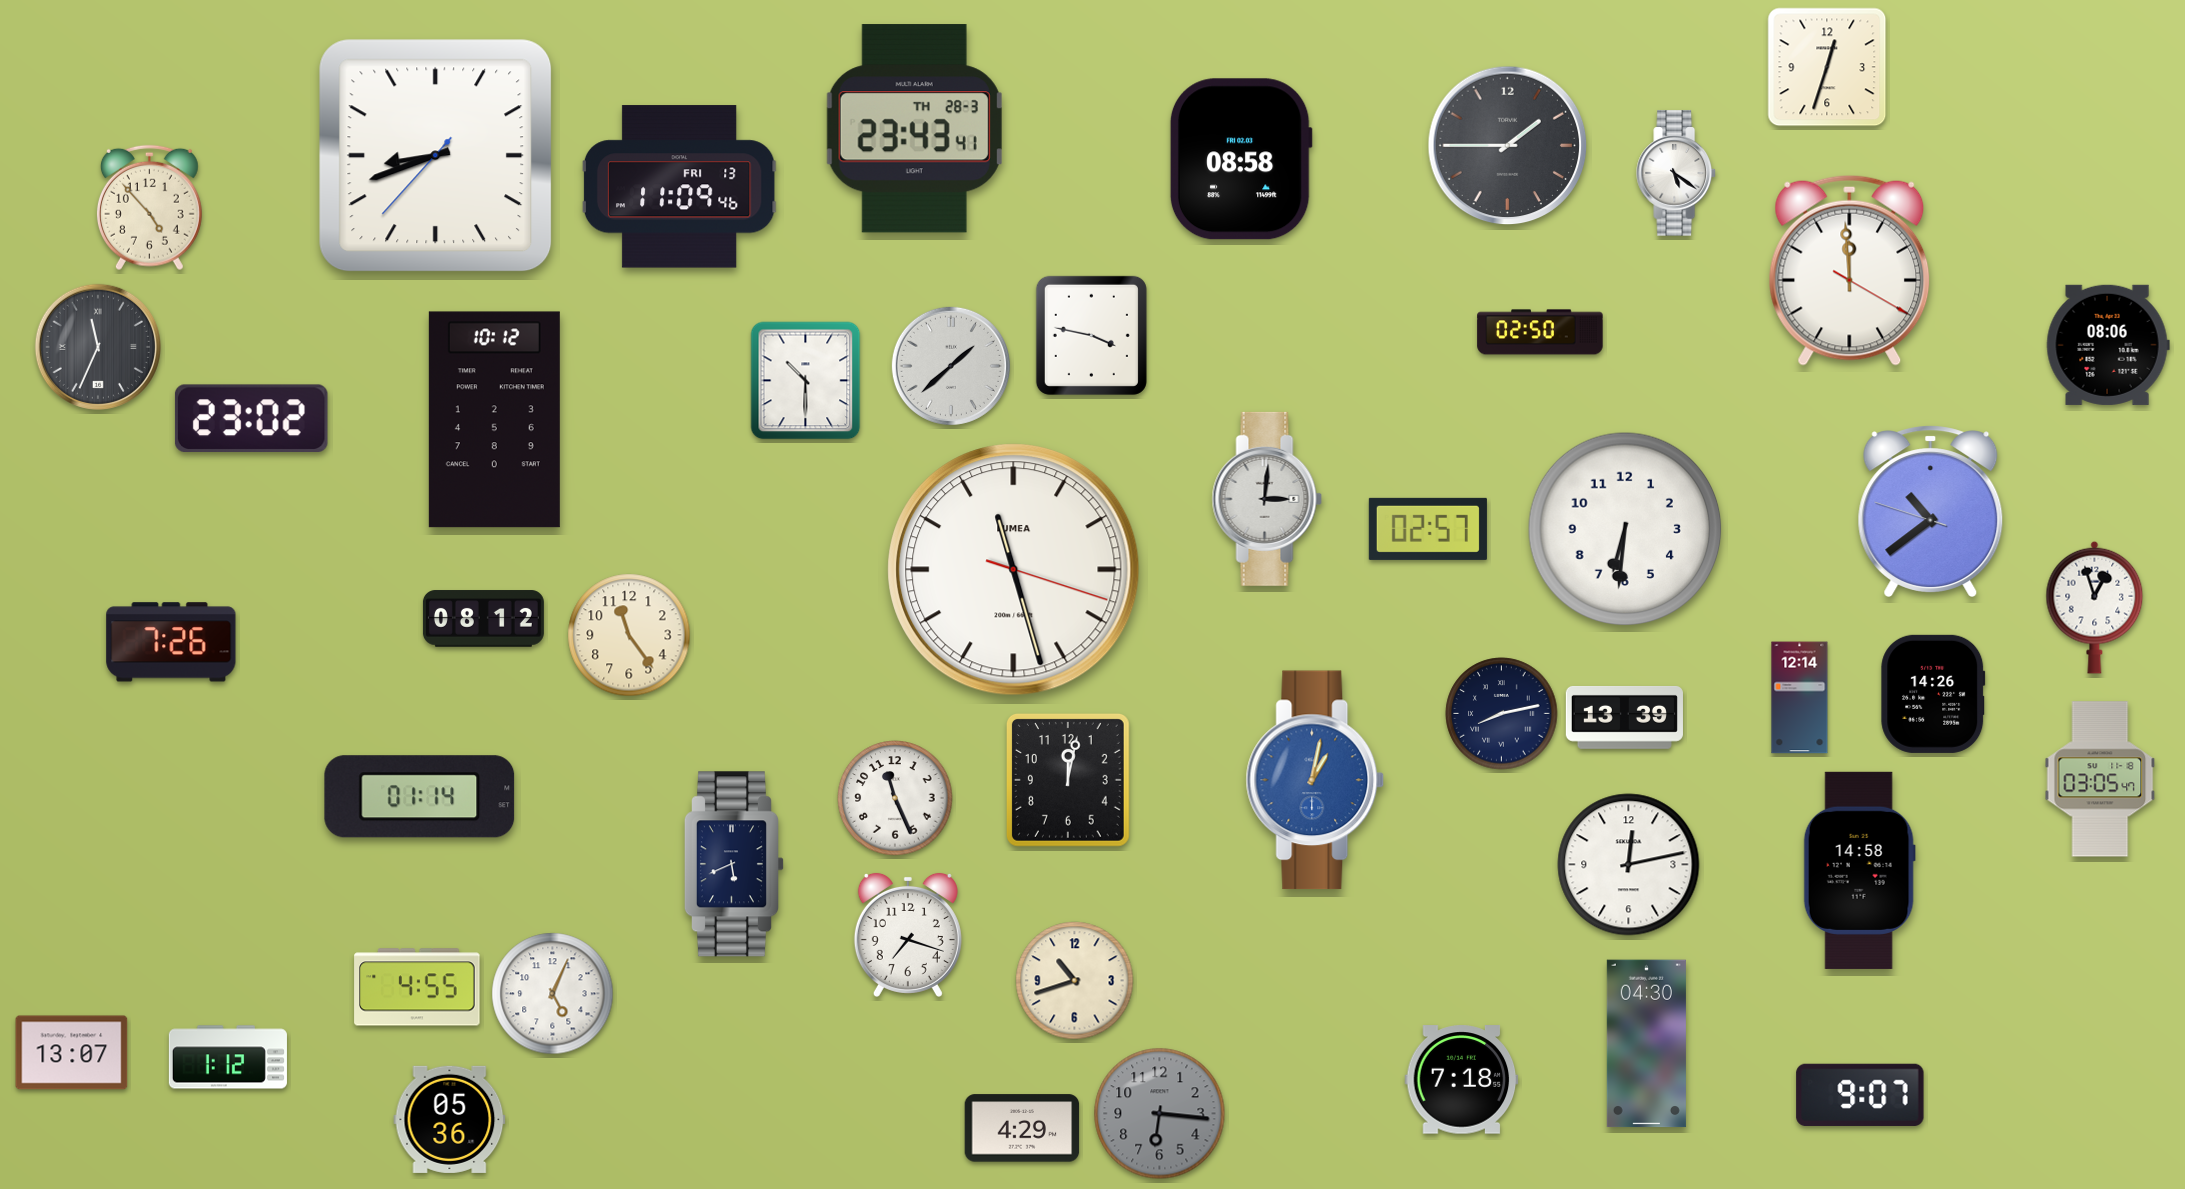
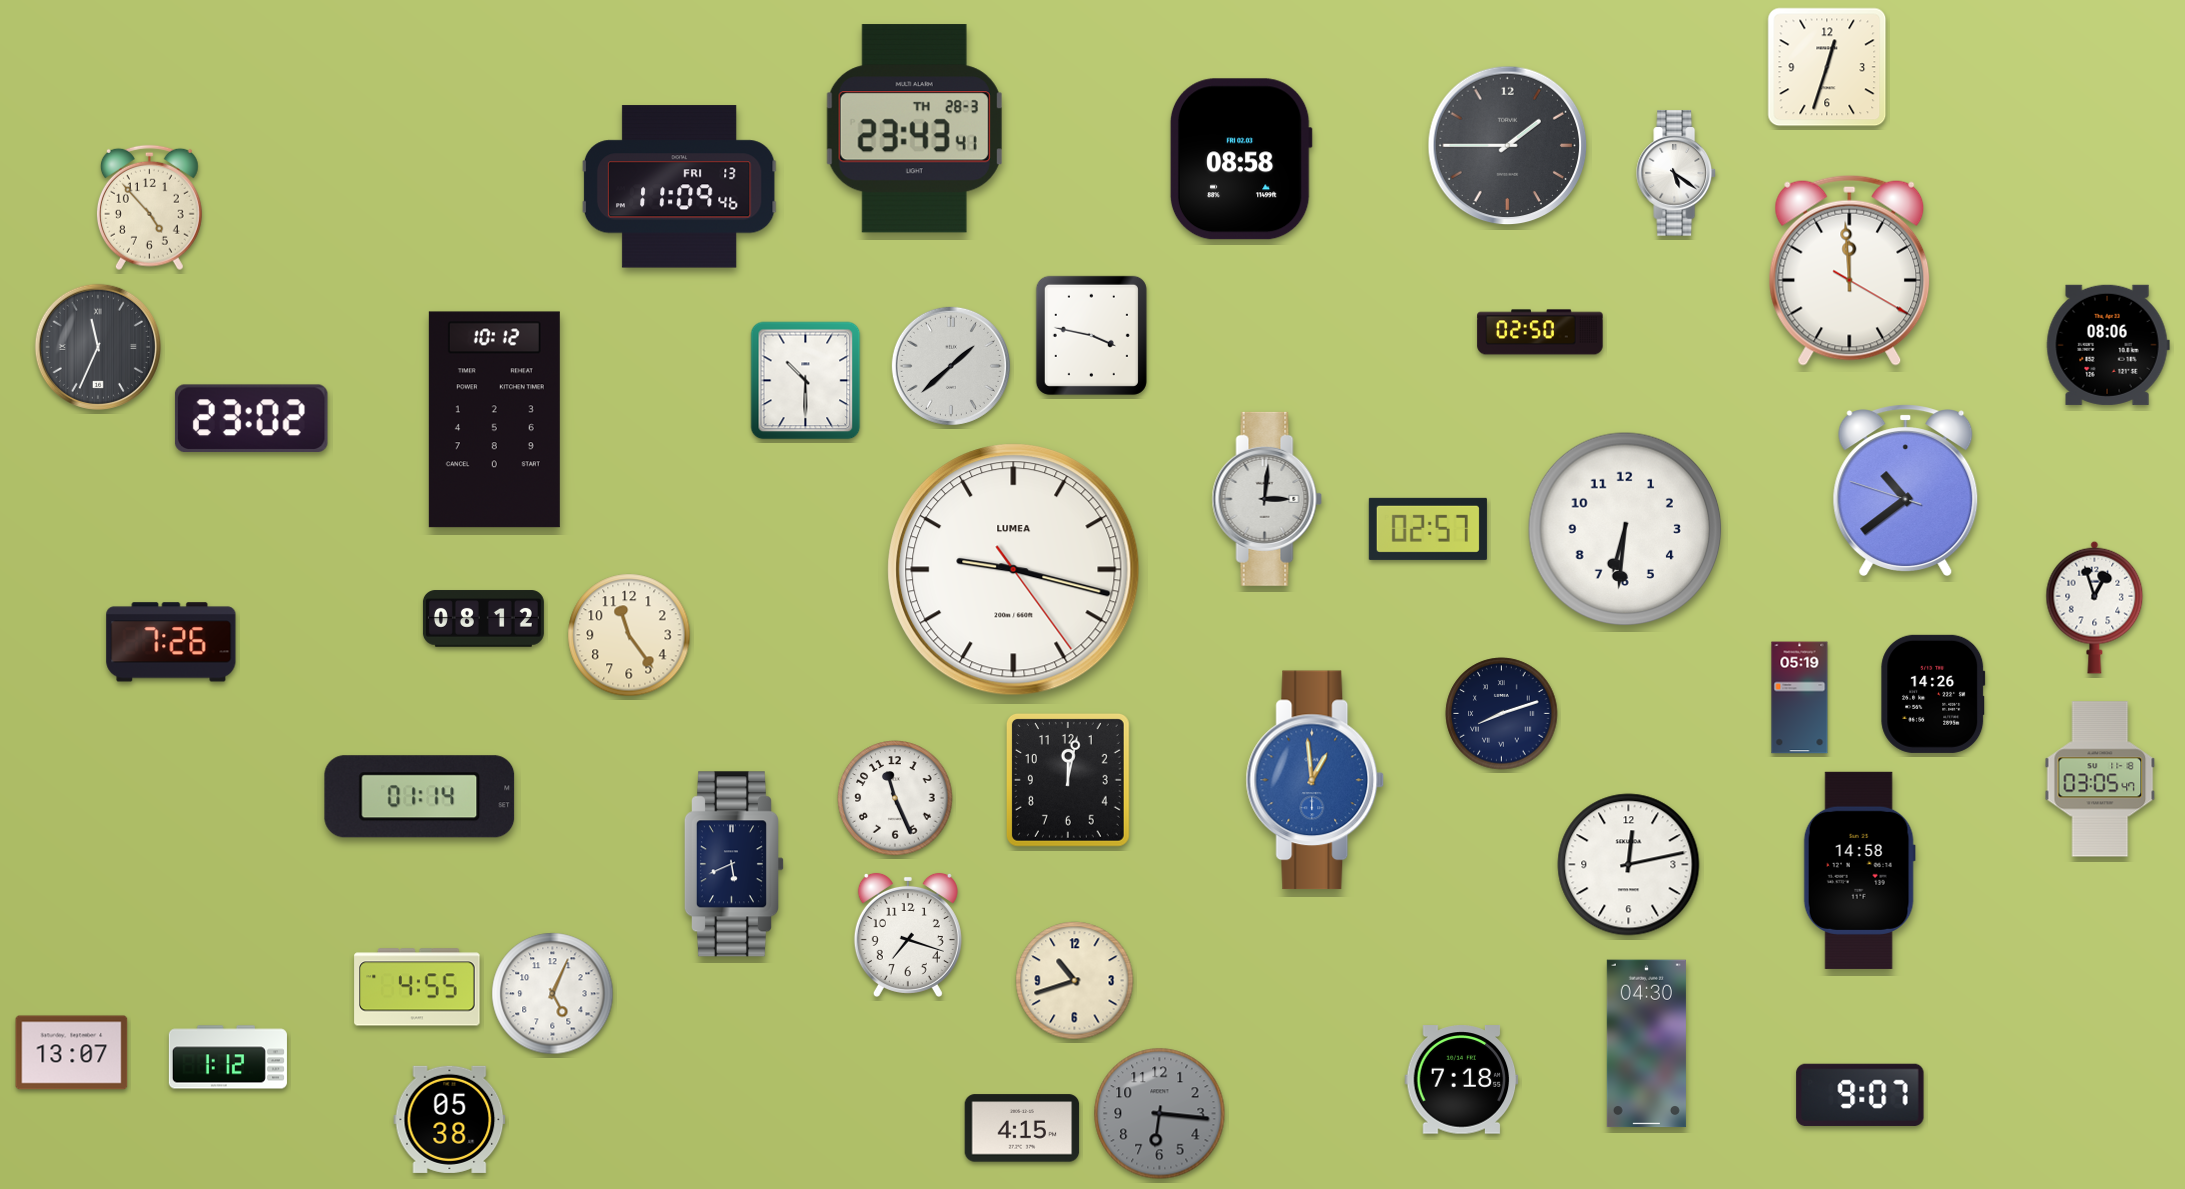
clock at (436, 156): 8:41 -> none
clock at (1931, 511) position: (1931, 511) -> (1906, 490)
clock at (1014, 570): 11:27 -> 9:17
clock at (1800, 698): 12:14 -> 05:19
clock at (1502, 714): 8:13 -> 8:12
clock at (1624, 717): 13:39 -> none
clock at (1315, 780): 1:02 -> 12:59
clock at (450, 1119): 05:36 -> 05:38
clock at (1022, 1128): 4:29 -> 4:15
